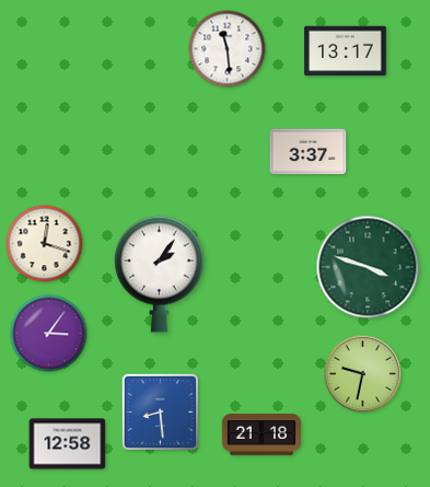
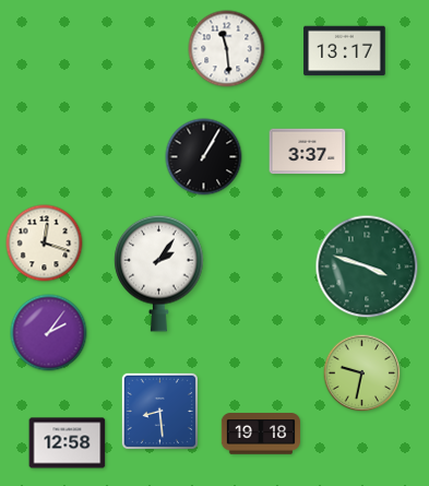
clock at (204, 157): none -> 1:05
clock at (49, 334): 3:06 -> 2:06
clock at (262, 434): 21:18 -> 19:18
